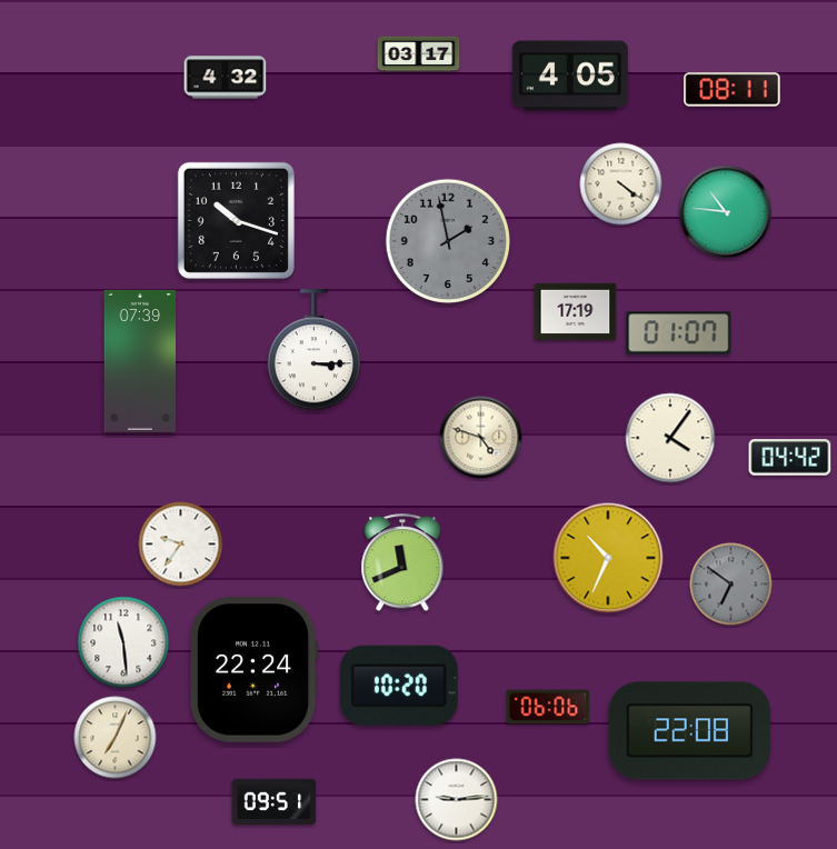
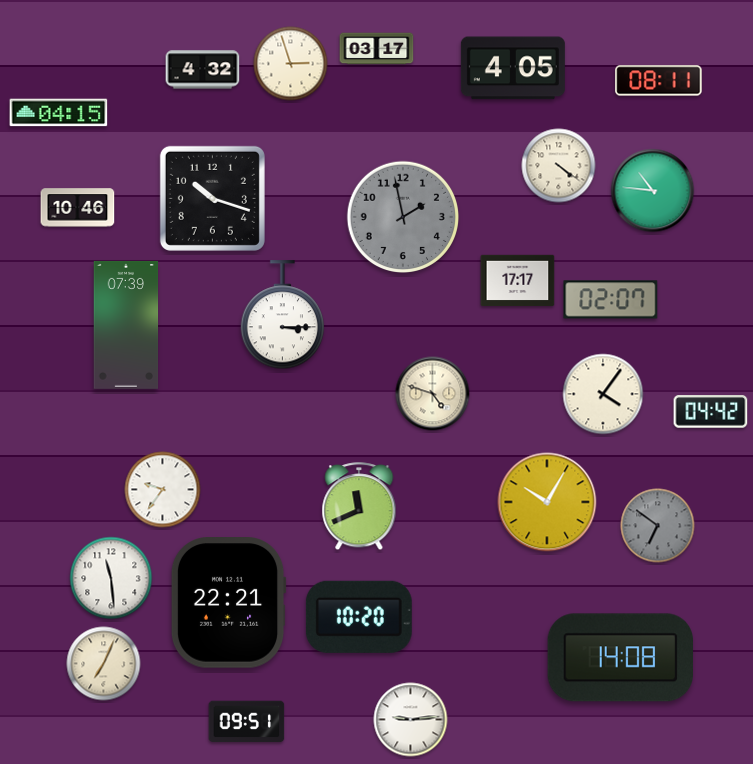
clock at (291, 64): none -> 2:57
clock at (59, 113): none -> 04:15
clock at (78, 208): none -> 10:46
clock at (576, 312): 17:19 -> 17:17
clock at (679, 333): 01:07 -> 02:07
clock at (608, 558): 10:34 -> 10:05
clock at (402, 563) position: (402, 563) -> (359, 507)
clock at (253, 670): 22:24 -> 22:21
clock at (548, 707): 06:06 -> none
clock at (689, 731): 22:08 -> 14:08
